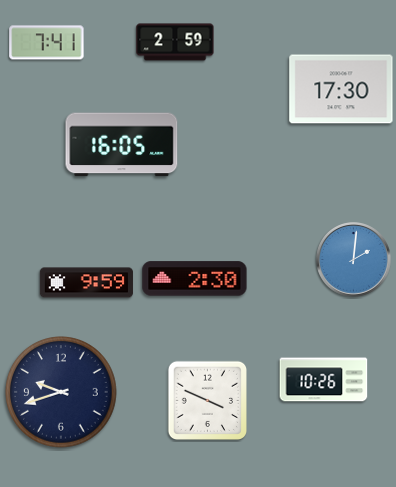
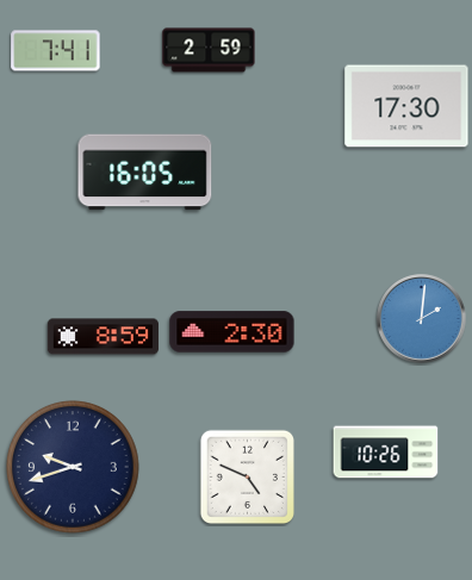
clock at (354, 260) position: (354, 260) -> (422, 319)
clock at (86, 283): 9:59 -> 8:59
clock at (207, 400): 3:49 -> 4:49
